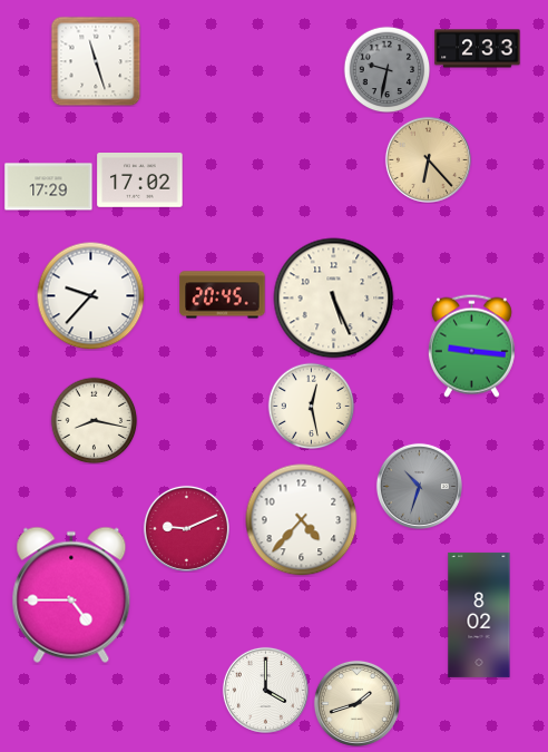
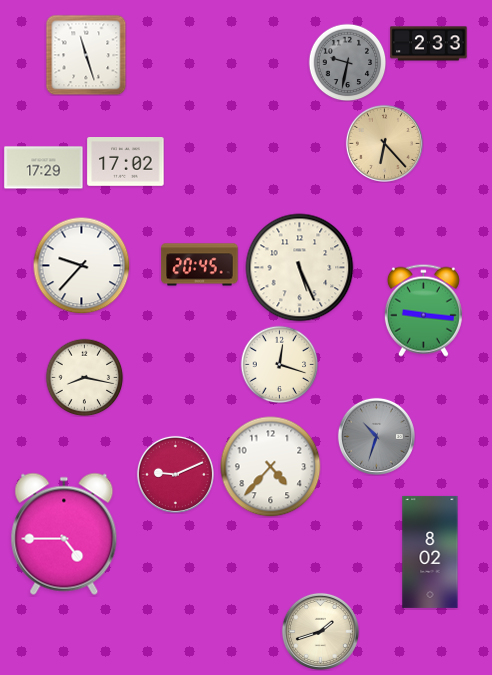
clock at (311, 406): 12:28 -> 12:18
clock at (186, 528) position: (186, 528) -> (175, 474)
clock at (265, 690): 4:00 -> none
